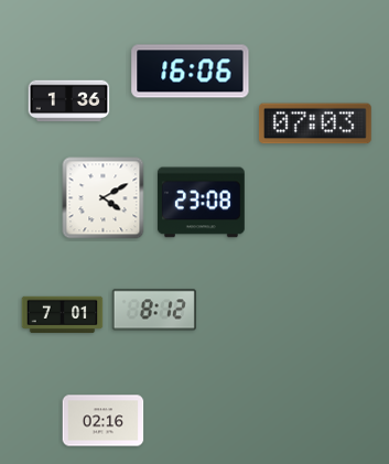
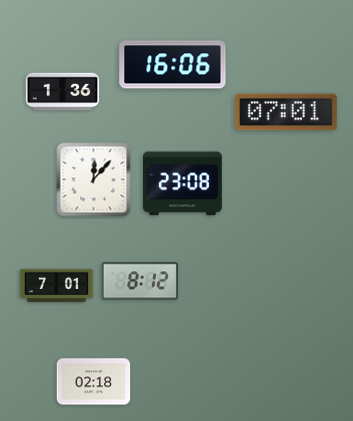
clock at (315, 123): 07:03 -> 07:01
clock at (104, 198): 4:10 -> 12:07
clock at (104, 421): 02:16 -> 02:18
